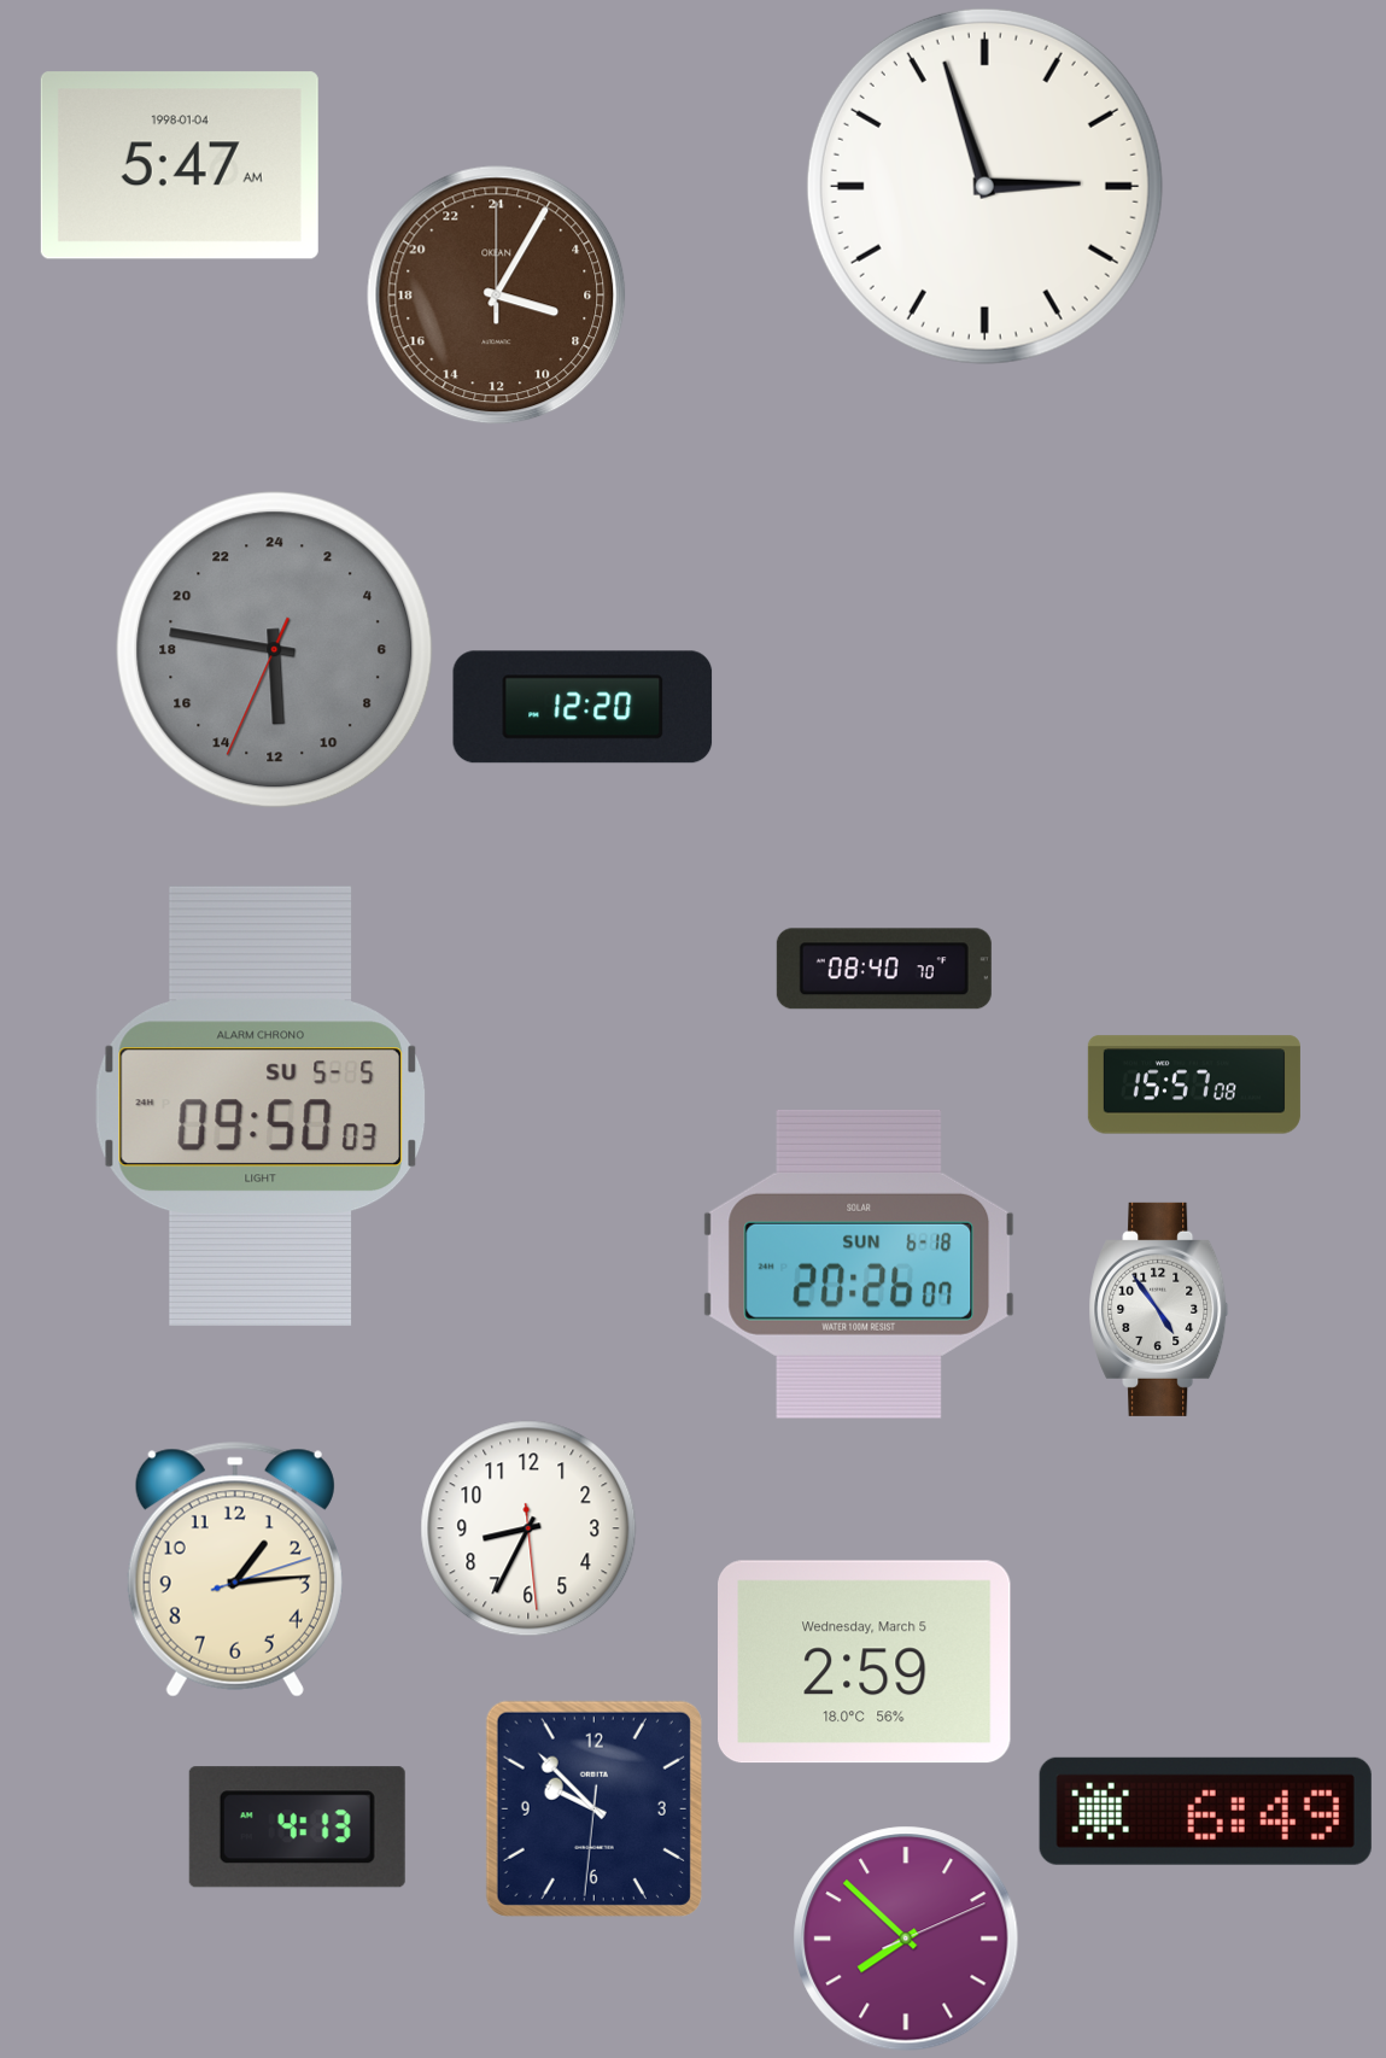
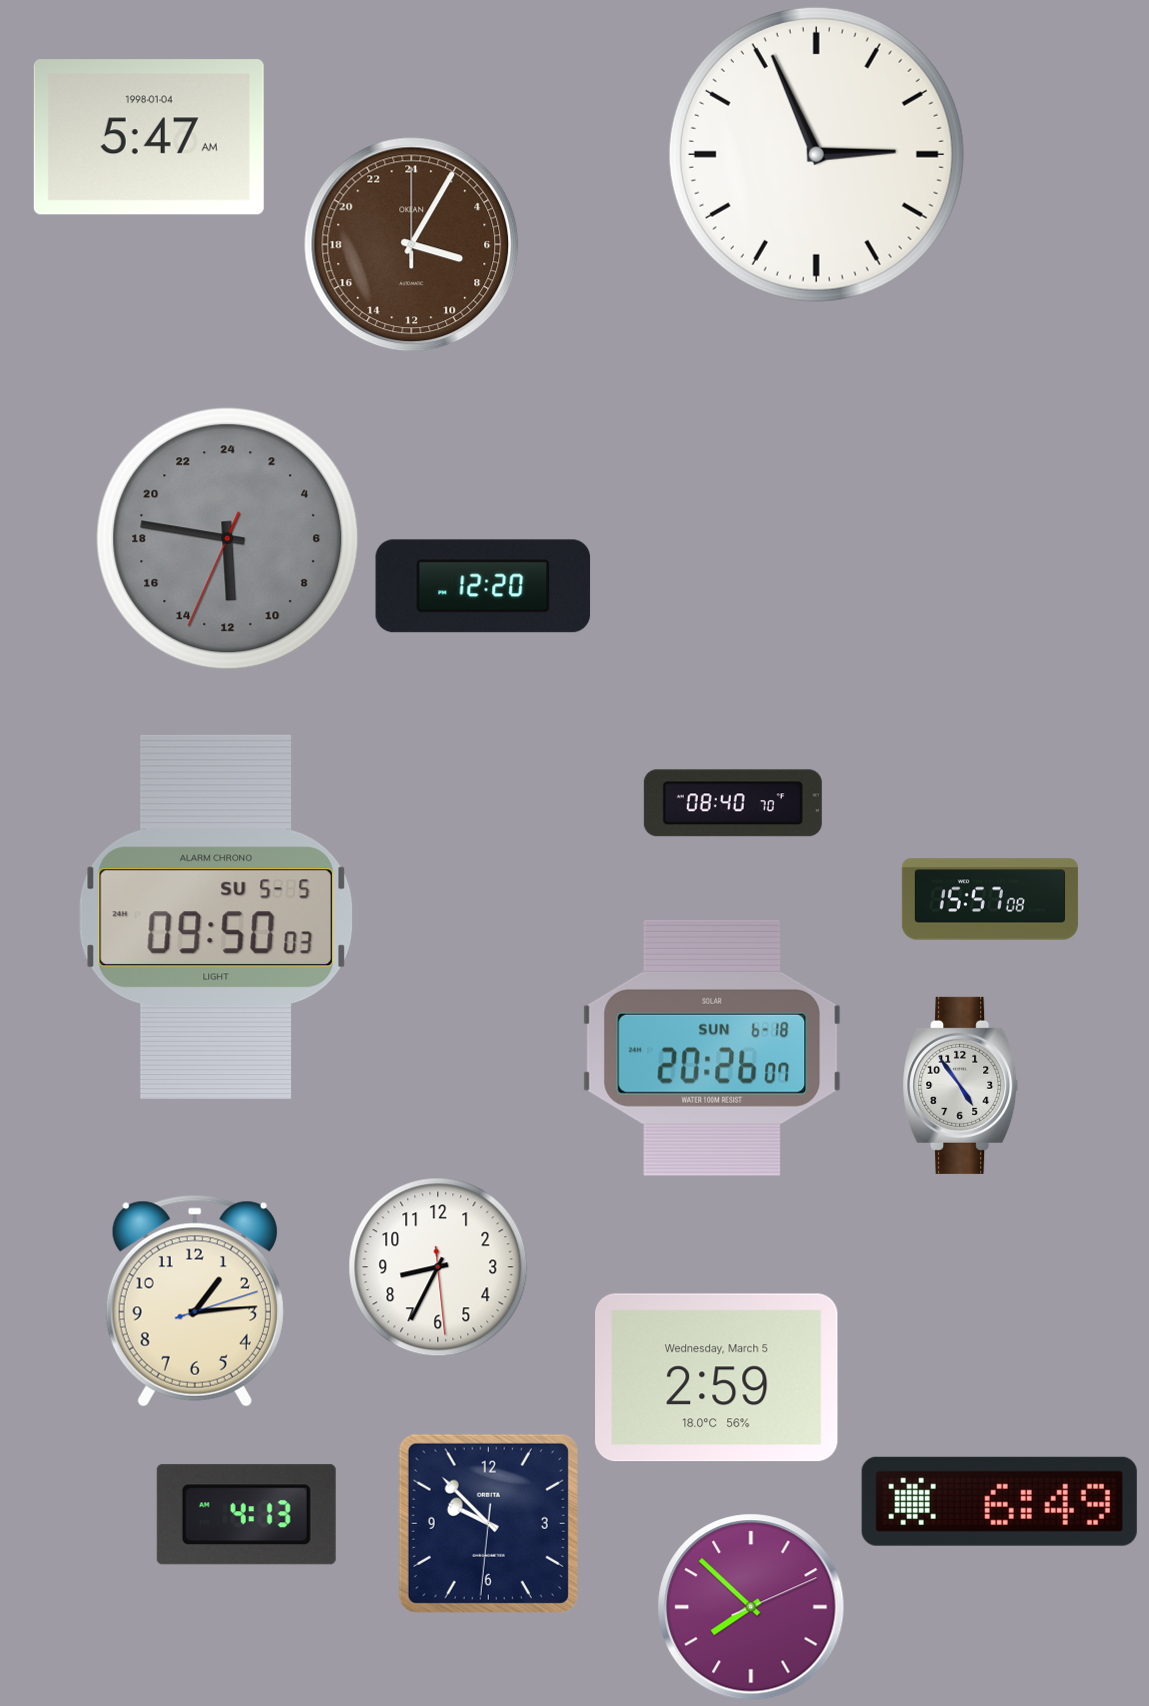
clock at (984, 186): 2:57 -> 2:56
clock at (593, 1808) position: (593, 1808) -> (488, 1523)
